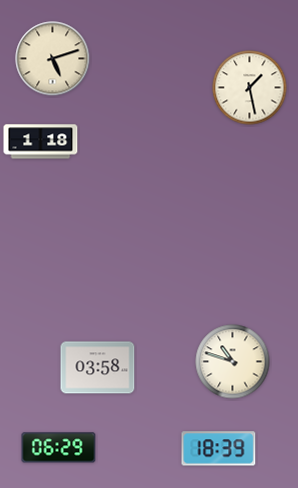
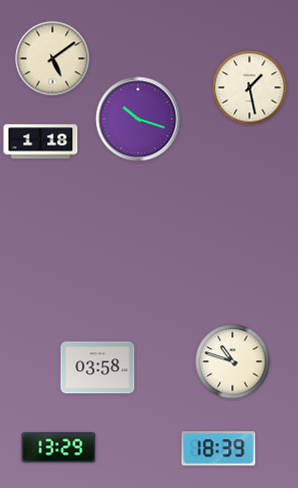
clock at (53, 59): 5:12 -> 5:09
clock at (138, 119): none -> 10:18
clock at (59, 448): 06:29 -> 13:29
